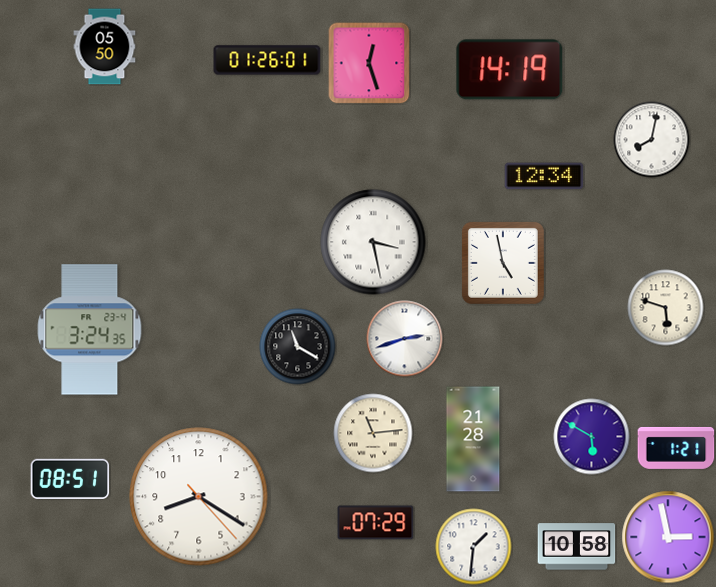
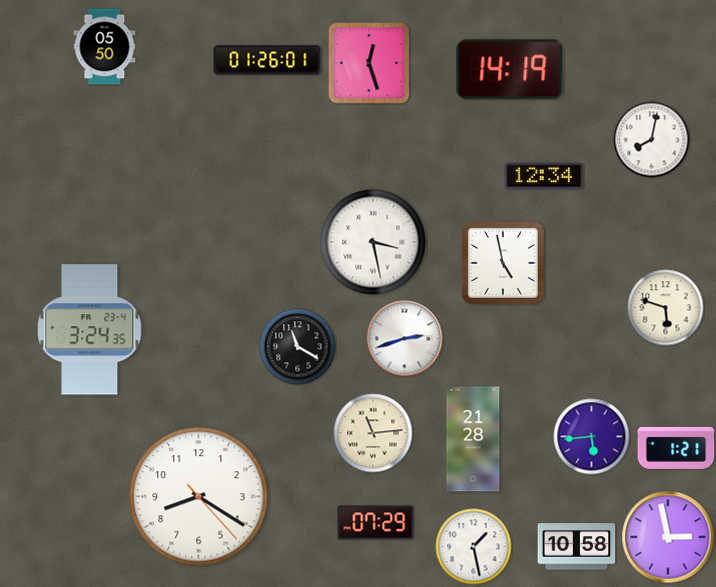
clock at (592, 437): 5:50 -> 5:44
clock at (70, 479): 08:51 -> none
clock at (474, 547): 1:31 -> 1:28
